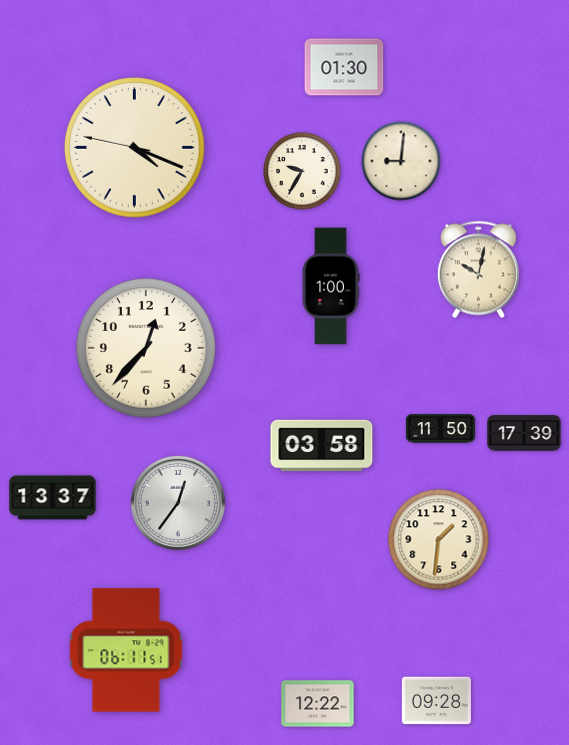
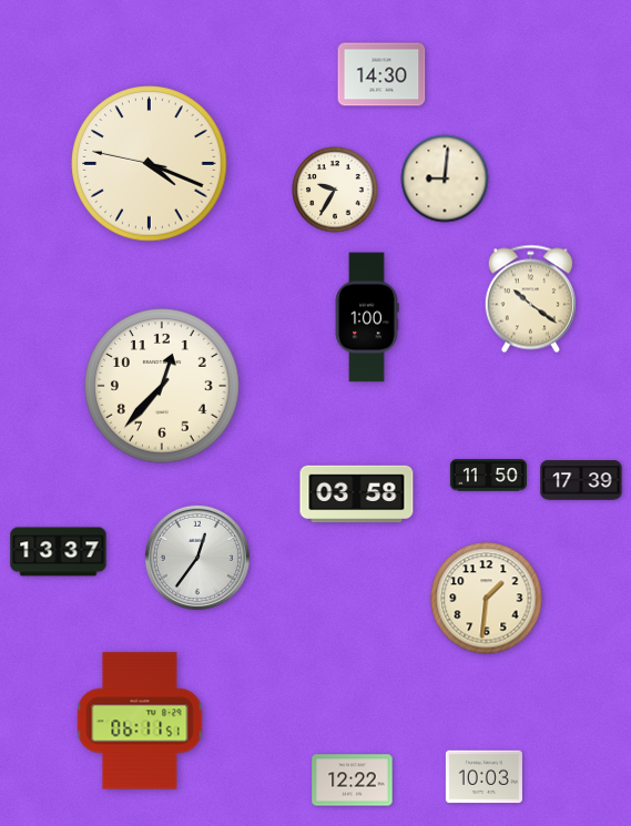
clock at (344, 67): 01:30 -> 14:30
clock at (478, 270): 10:02 -> 10:21
clock at (436, 701): 09:28 -> 10:03
